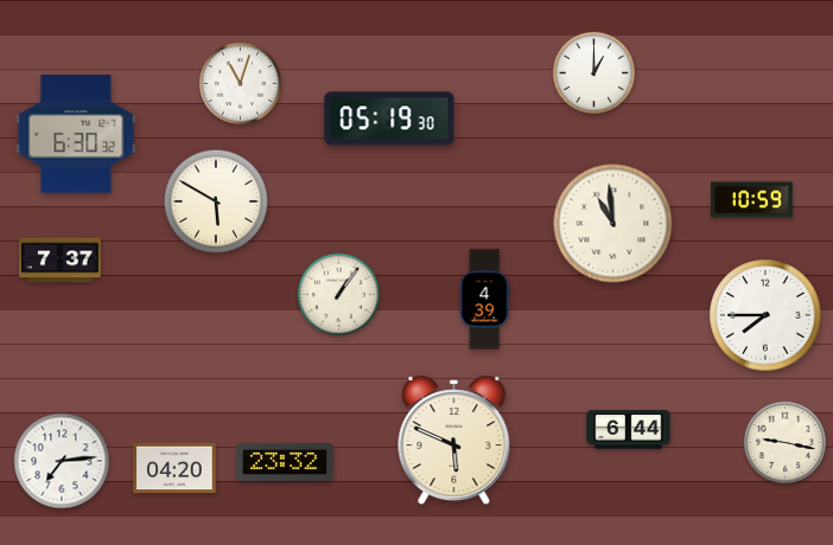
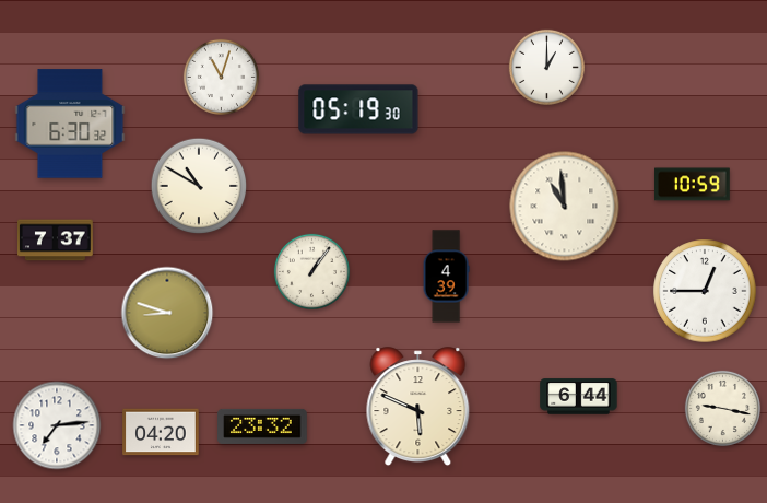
clock at (216, 201): 5:50 -> 10:50
clock at (765, 315): 7:45 -> 12:45
clock at (167, 313): none -> 8:48
